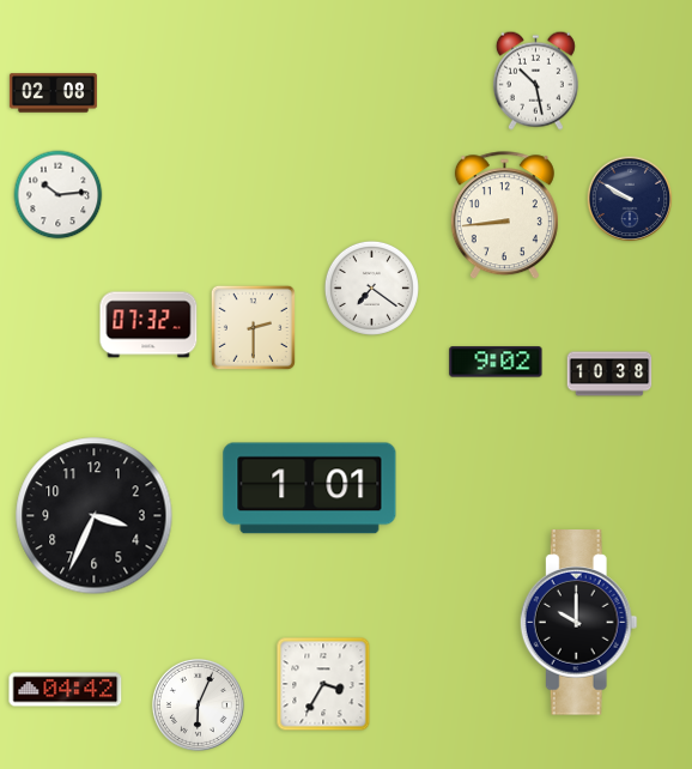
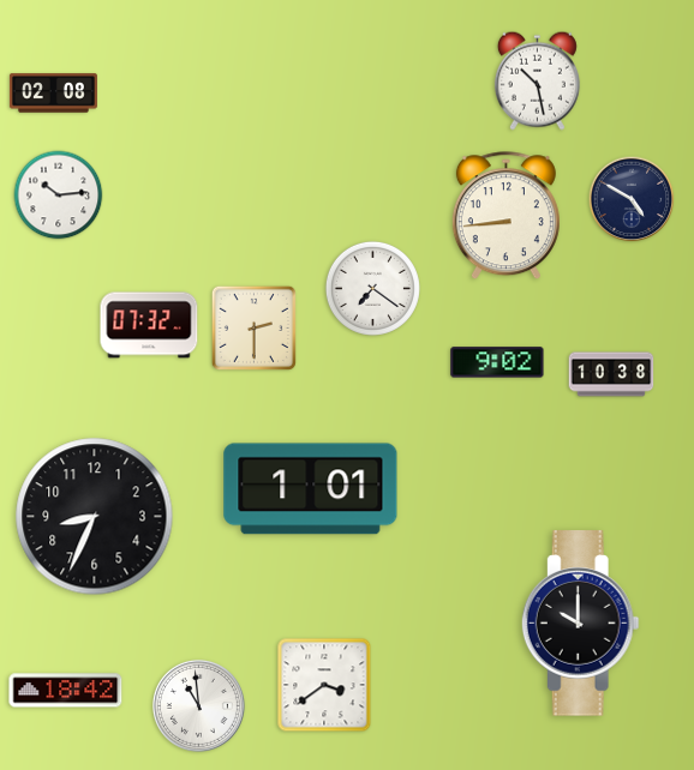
clock at (630, 199): 9:50 -> 4:50
clock at (95, 516): 3:34 -> 8:34
clock at (323, 684): 3:35 -> 3:39
clock at (66, 690): 04:42 -> 18:42
clock at (198, 704): 6:04 -> 10:59
